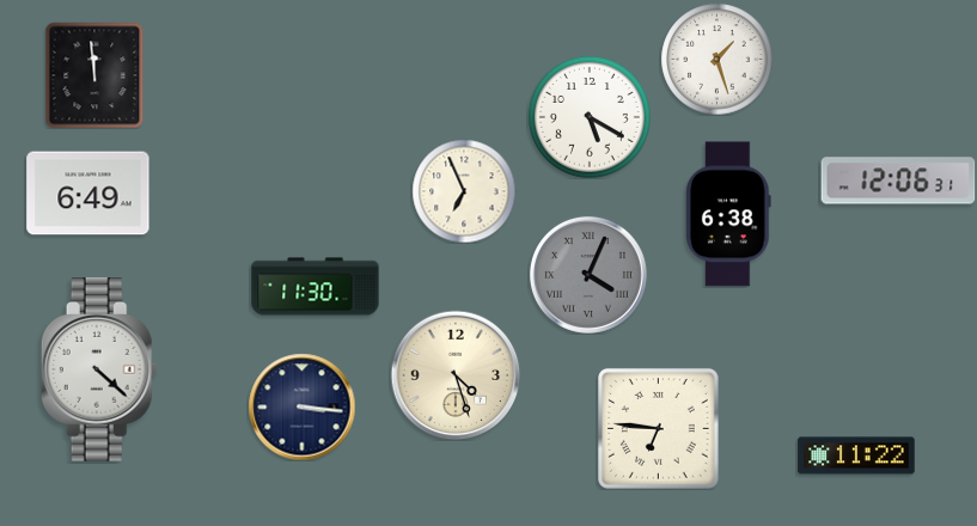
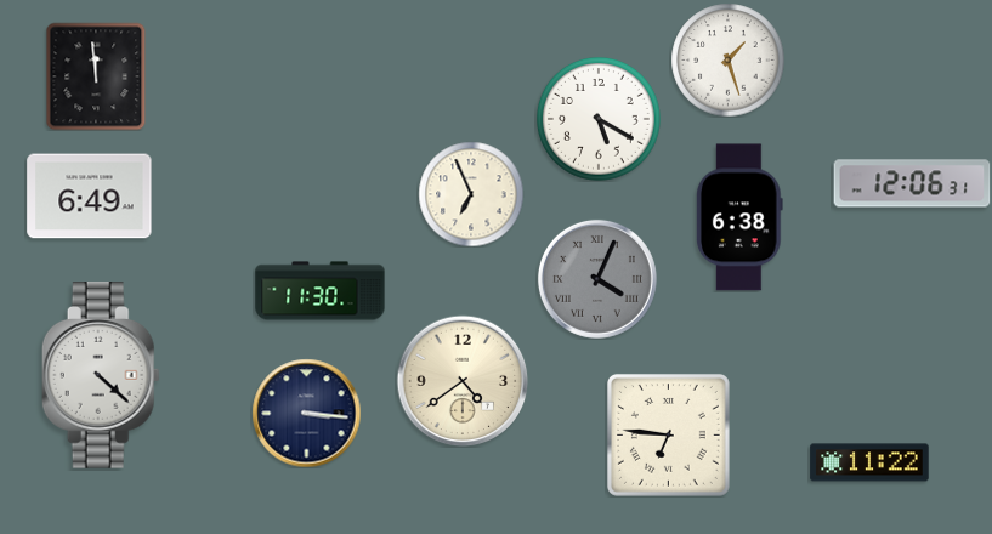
clock at (456, 375): 4:27 -> 4:39
